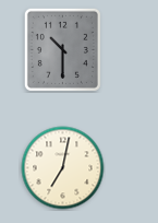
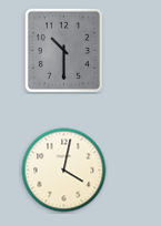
clock at (63, 168): 7:02 -> 4:02
